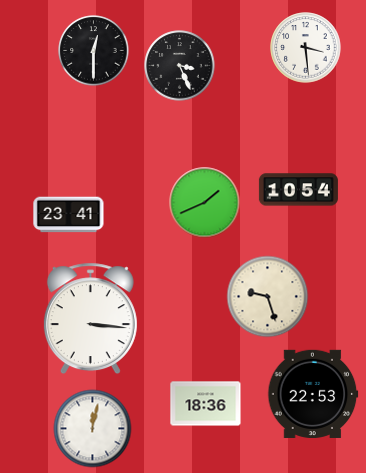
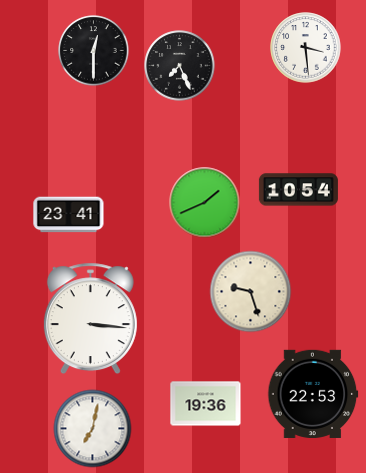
clock at (180, 66): 3:26 -> 7:26
clock at (268, 297) position: (268, 297) -> (251, 292)
clock at (206, 404): 18:36 -> 19:36
clock at (93, 429): 12:02 -> 7:02
